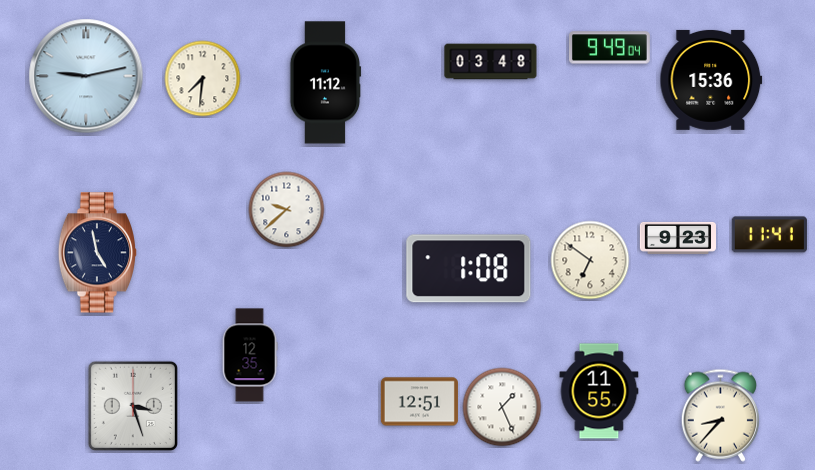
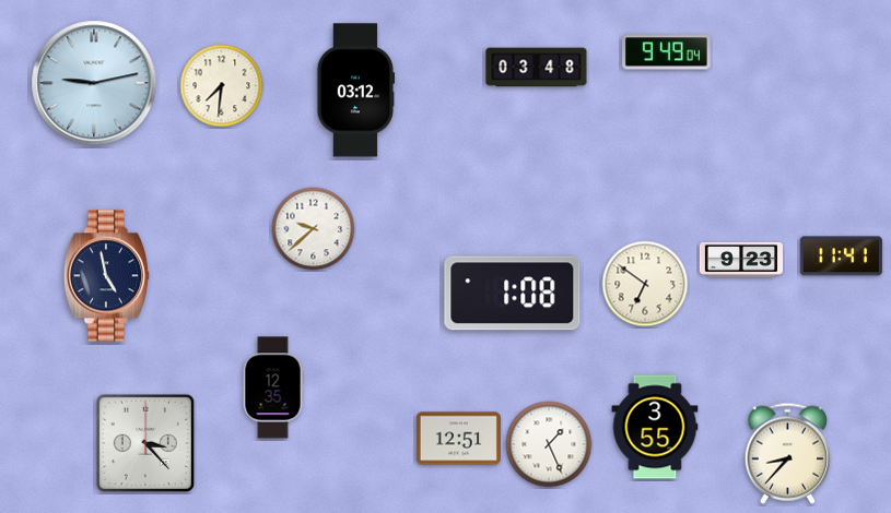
clock at (711, 80): 15:36 -> none
clock at (325, 83): 11:12 -> 03:12
clock at (599, 391): 11:55 -> 3:55
clock at (133, 406): 3:27 -> 3:23
